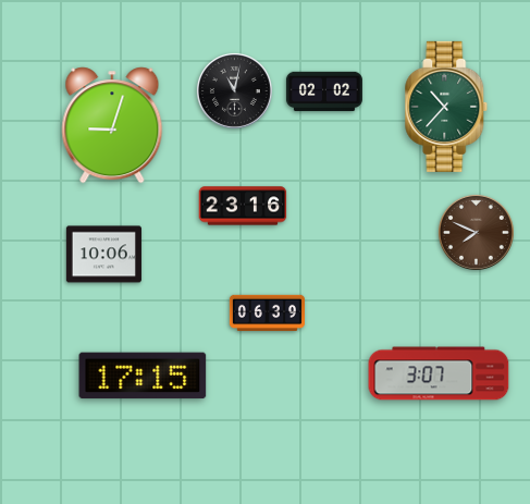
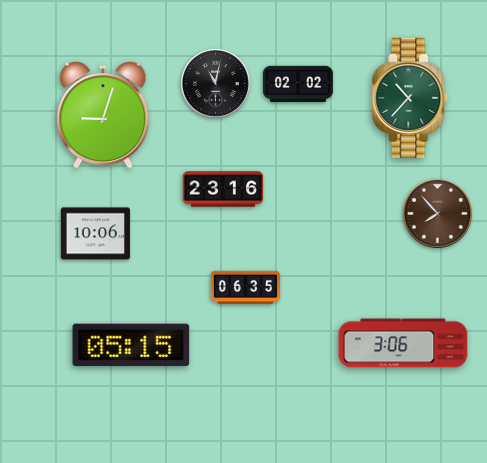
clock at (476, 232): 7:49 -> 7:53
clock at (267, 314): 06:39 -> 06:35
clock at (439, 373): 3:07 -> 3:06
clock at (143, 376): 17:15 -> 05:15
